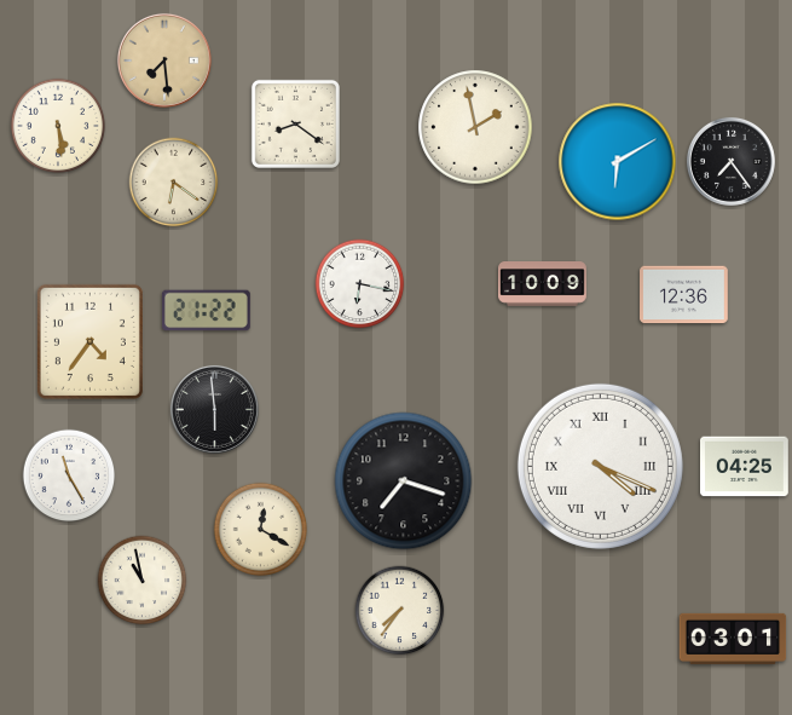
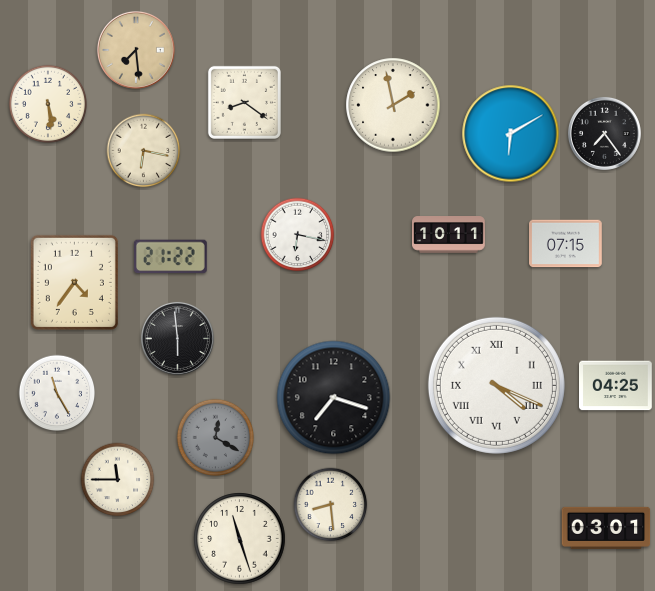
clock at (174, 183): 6:21 -> 6:17
clock at (543, 284): 10:09 -> 10:11
clock at (684, 295): 12:36 -> 07:15
clock at (261, 530) dial: cream -> grey
clock at (143, 581): 10:58 -> 11:45
clock at (400, 611): 7:36 -> 8:29
clock at (240, 539): none -> 11:27
